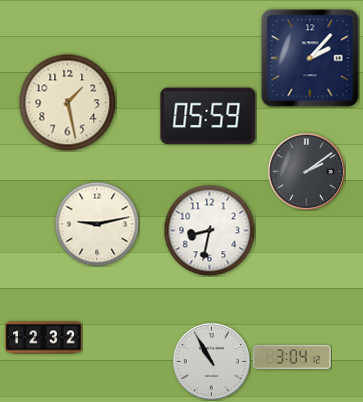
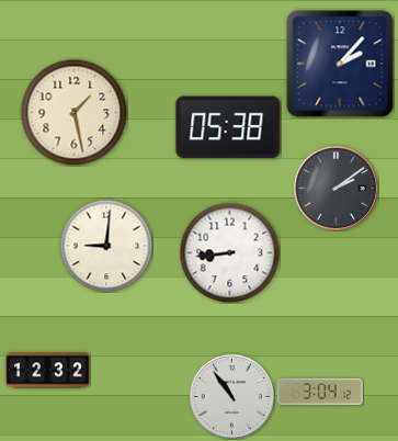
clock at (208, 116): 05:59 -> 05:38
clock at (97, 224): 9:13 -> 9:01
clock at (209, 230): 8:32 -> 8:44
clock at (211, 361): 10:55 -> 10:54
